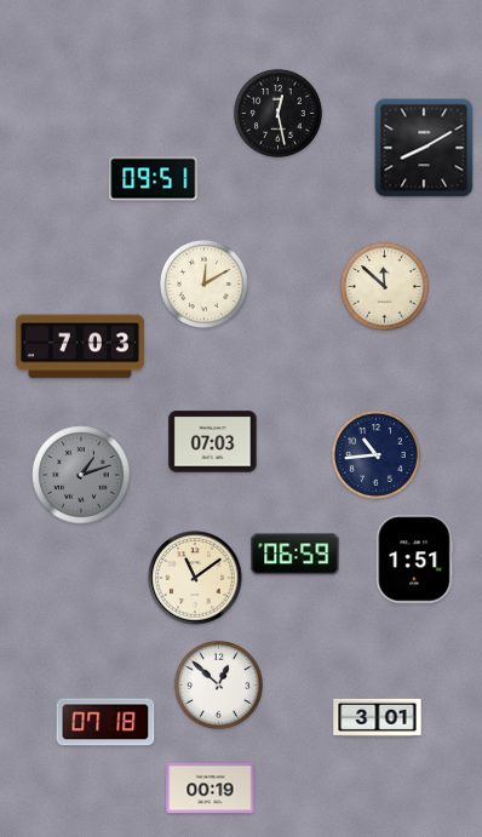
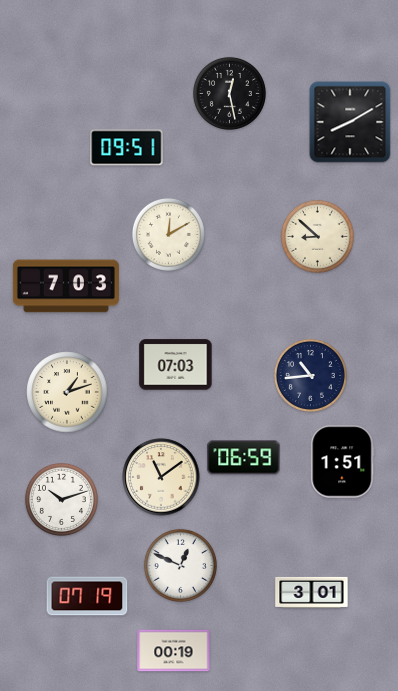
clock at (384, 286): 11:52 -> 8:52
clock at (81, 475) dial: grey -> cream
clock at (61, 499): none -> 10:12
clock at (218, 684): 12:52 -> 12:49
clock at (105, 722): 07:18 -> 07:19
